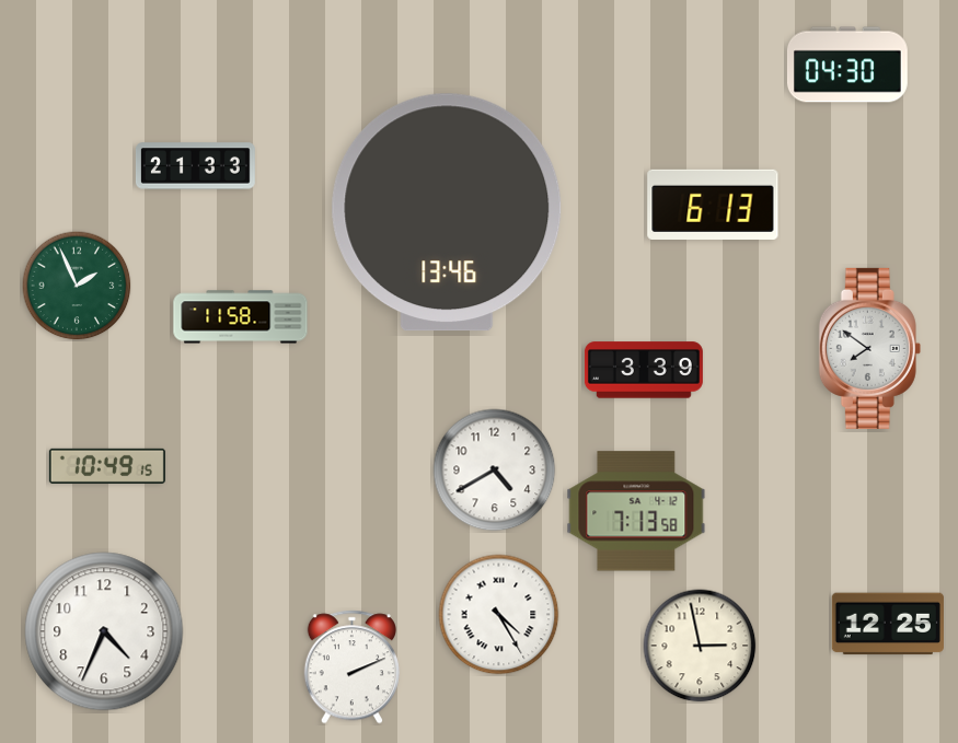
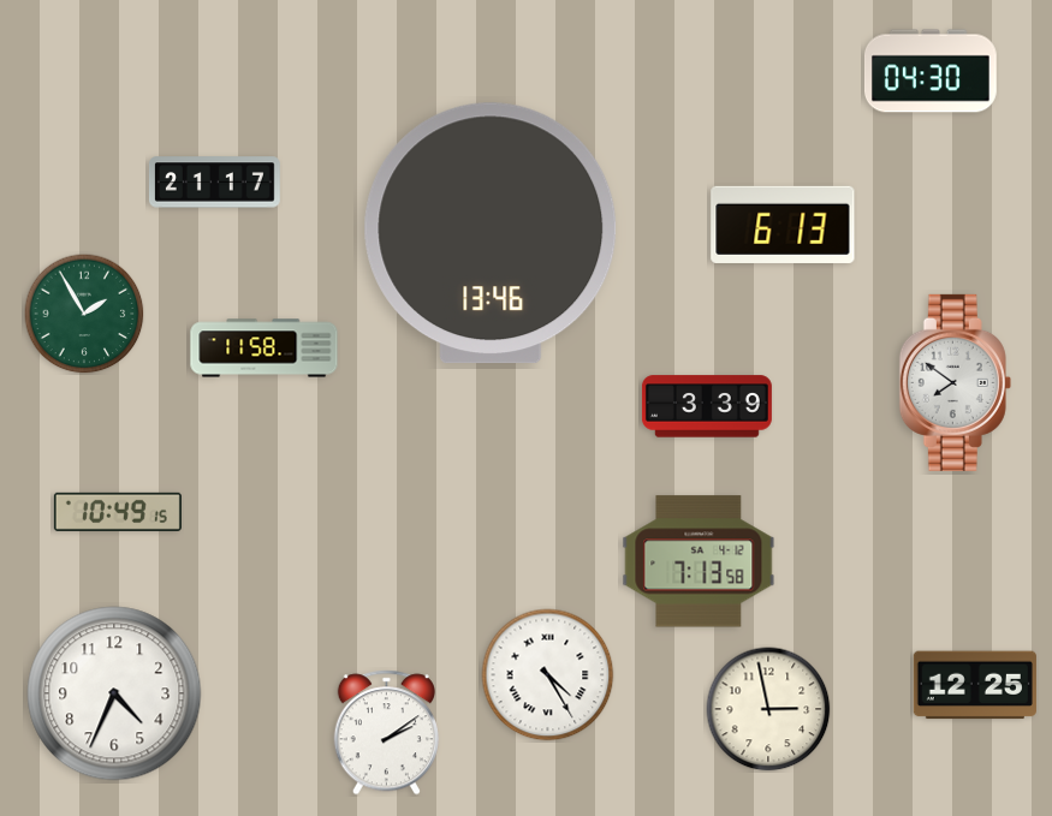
clock at (195, 166): 21:33 -> 21:17
clock at (77, 286): 1:56 -> 1:55
clock at (495, 471): 4:40 -> none
clock at (351, 667): 2:11 -> 2:09
